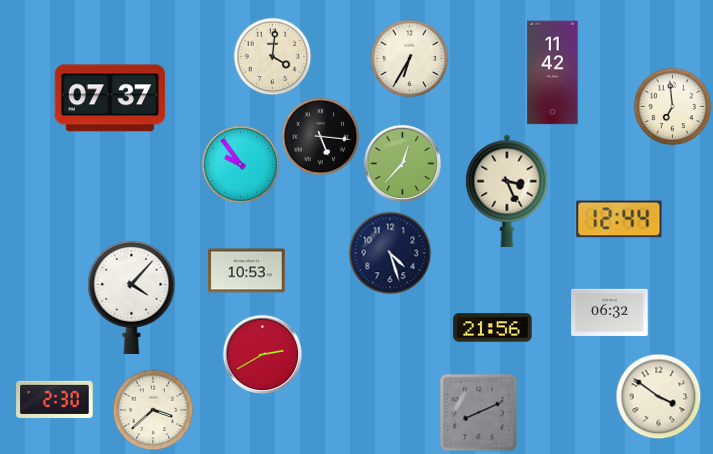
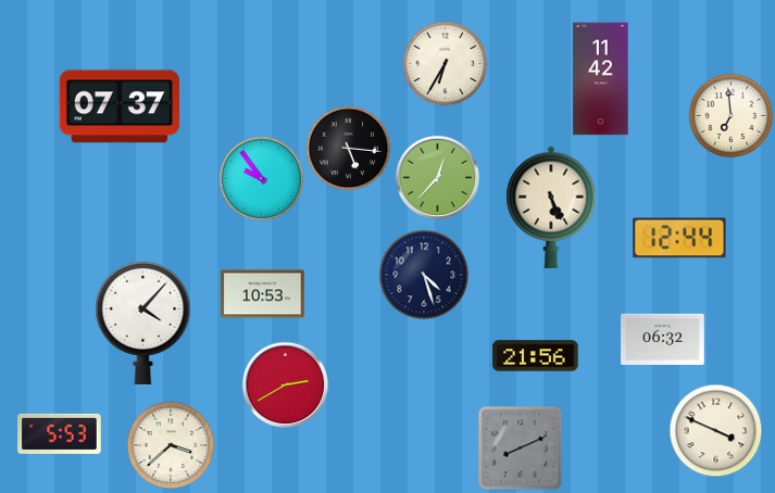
clock at (272, 56): 4:01 -> none
clock at (507, 191): 3:26 -> 5:26
clock at (619, 219) position: (619, 219) -> (679, 238)
clock at (247, 271) position: (247, 271) -> (263, 294)
clock at (658, 396): 3:51 -> 3:49
clock at (55, 399): 2:30 -> 5:53
clock at (153, 410) position: (153, 410) -> (171, 445)
